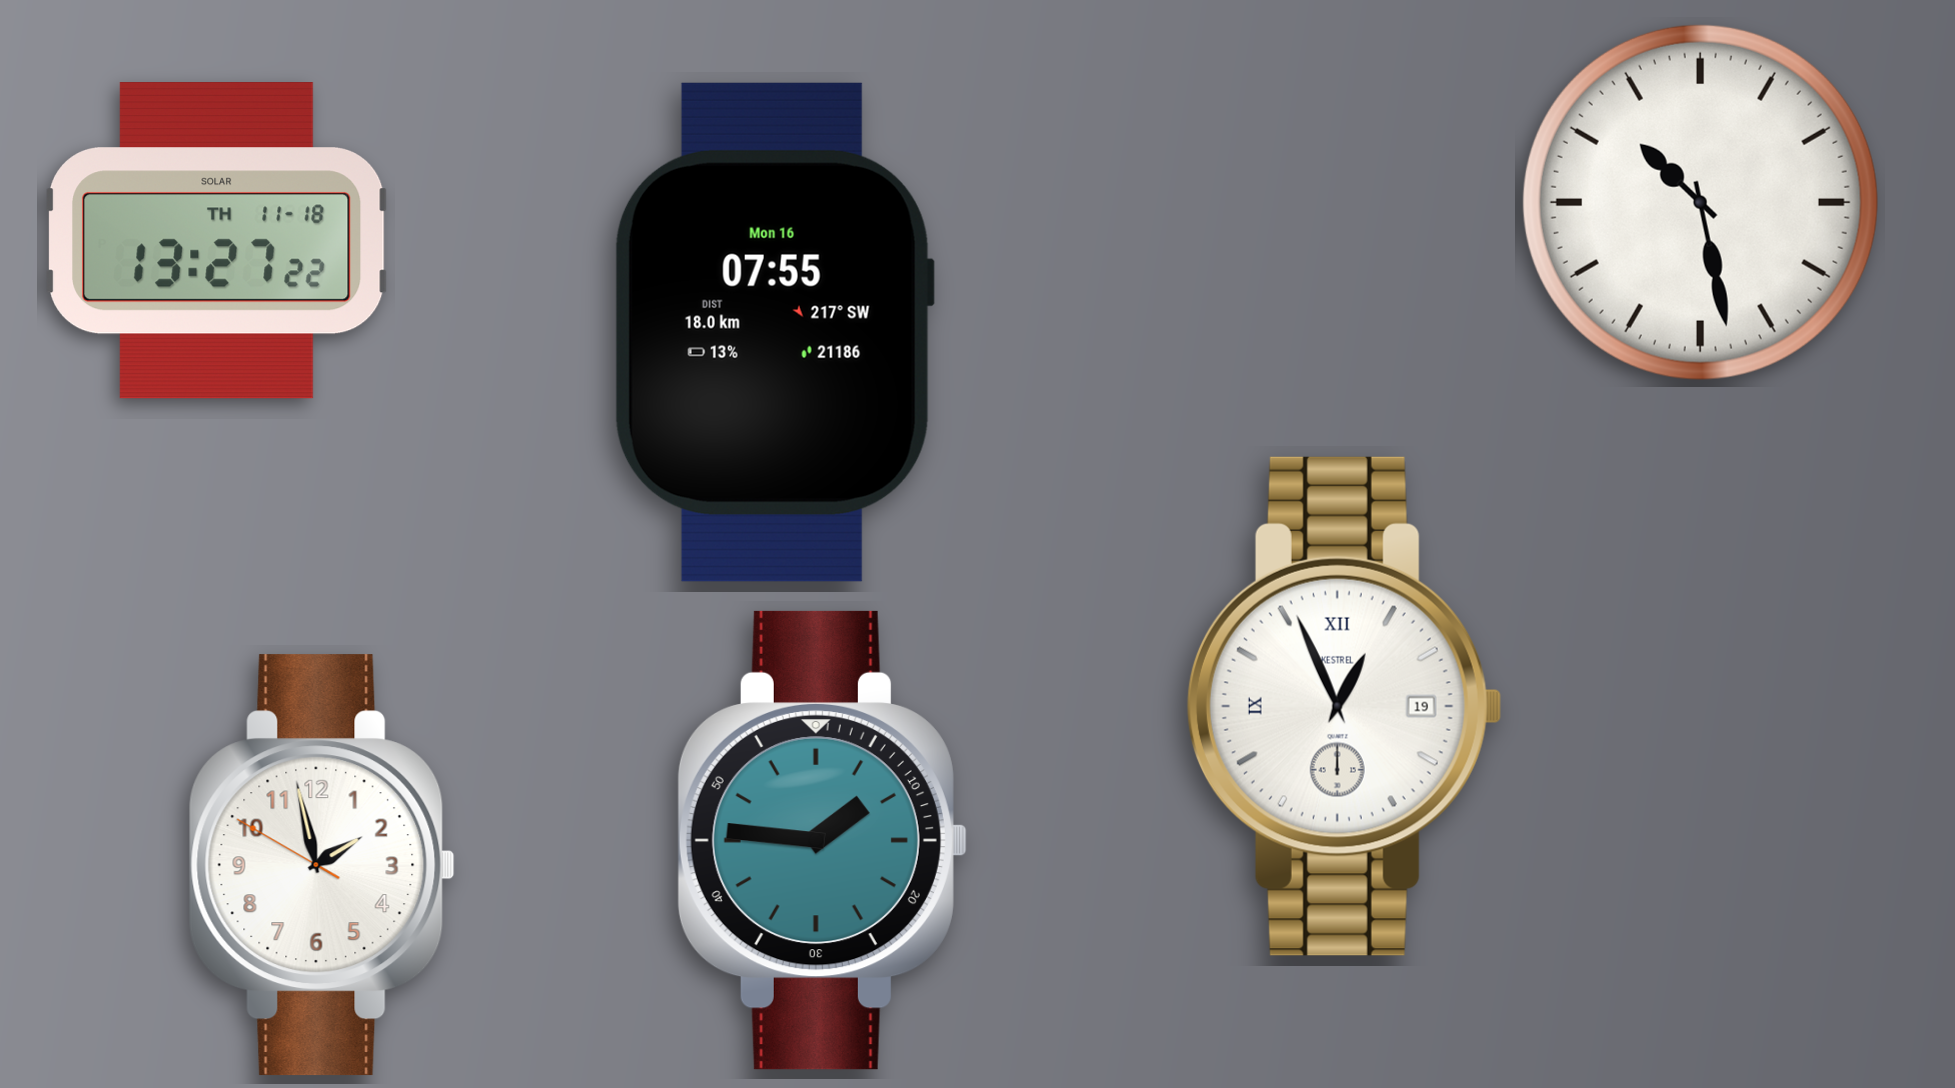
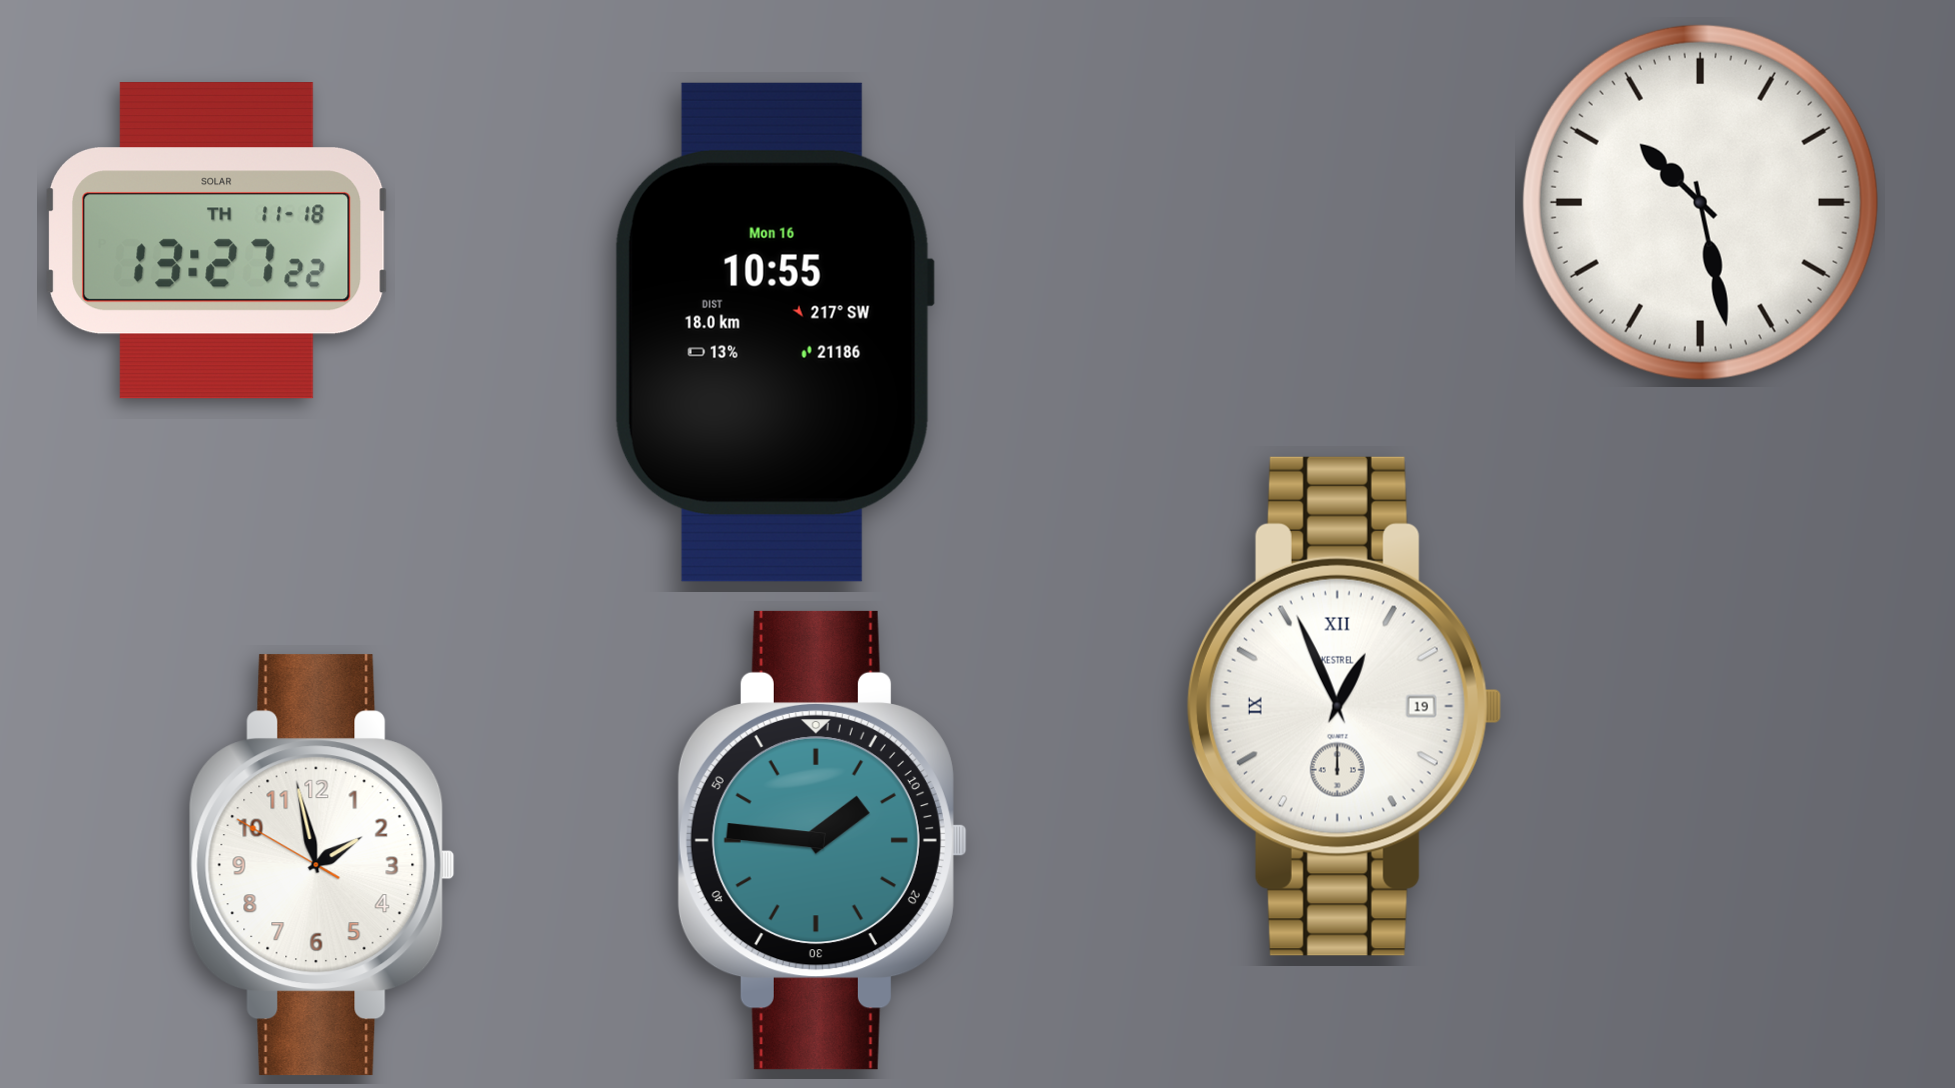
clock at (774, 332): 07:55 -> 10:55
